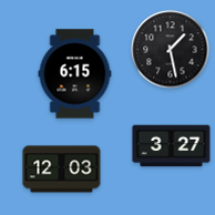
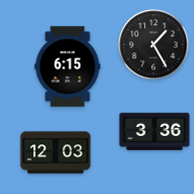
clock at (171, 50): 1:28 -> 1:25
clock at (172, 146): 3:27 -> 3:36
